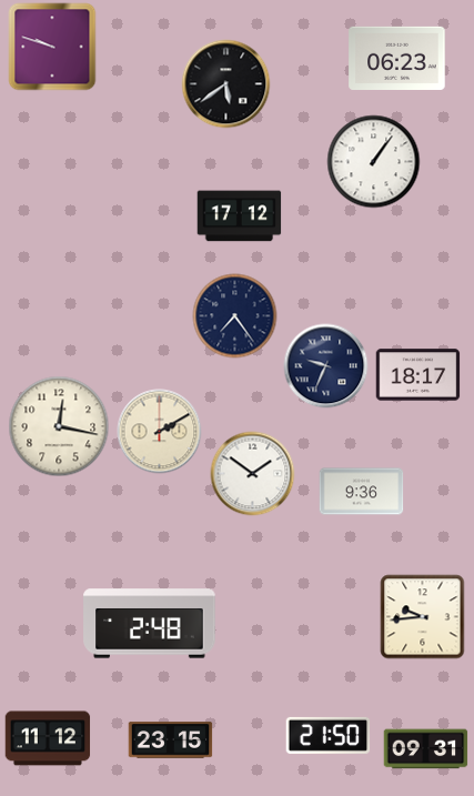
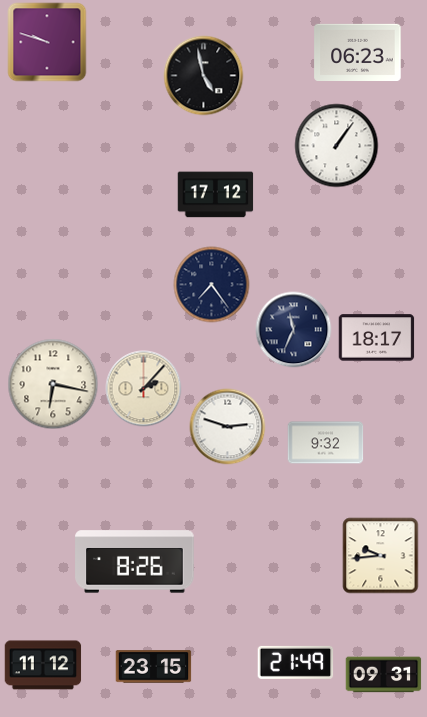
clock at (226, 84): 5:39 -> 4:58
clock at (326, 366): 9:34 -> 11:34
clock at (59, 426): 12:17 -> 6:17
clock at (160, 432): 2:10 -> 2:07
clock at (253, 474): 1:51 -> 2:48
clock at (362, 492): 9:36 -> 9:32
clock at (150, 624): 2:48 -> 8:26
clock at (329, 735): 21:50 -> 21:49
